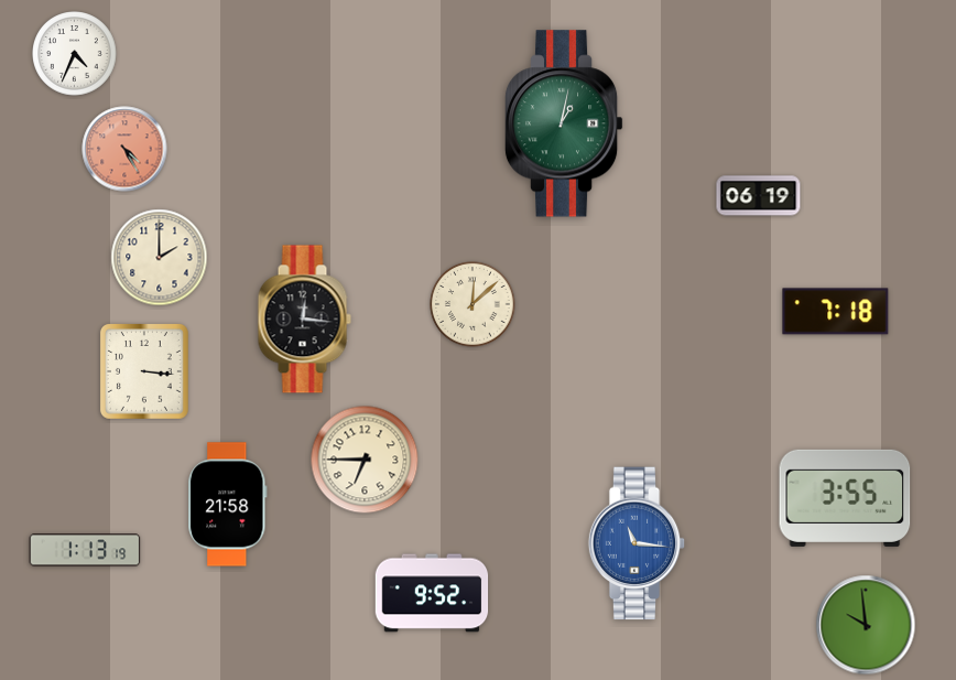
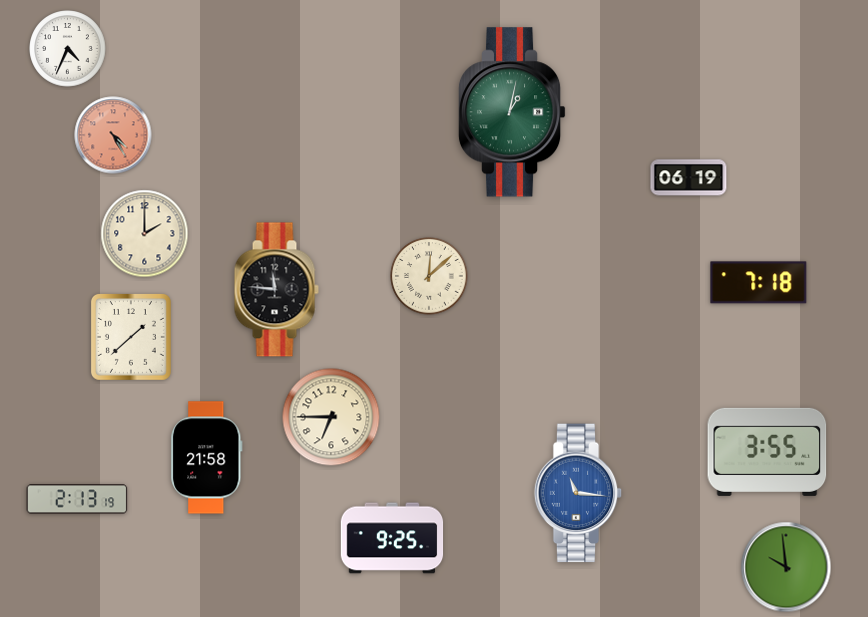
clock at (304, 320): 12:16 -> 11:46
clock at (144, 371): 3:16 -> 1:38
clock at (85, 550): 1:13 -> 2:13
clock at (432, 593): 9:52 -> 9:25
